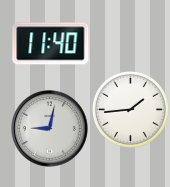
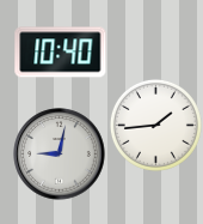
clock at (51, 44): 11:40 -> 10:40
clock at (130, 109) position: (130, 109) -> (155, 125)
